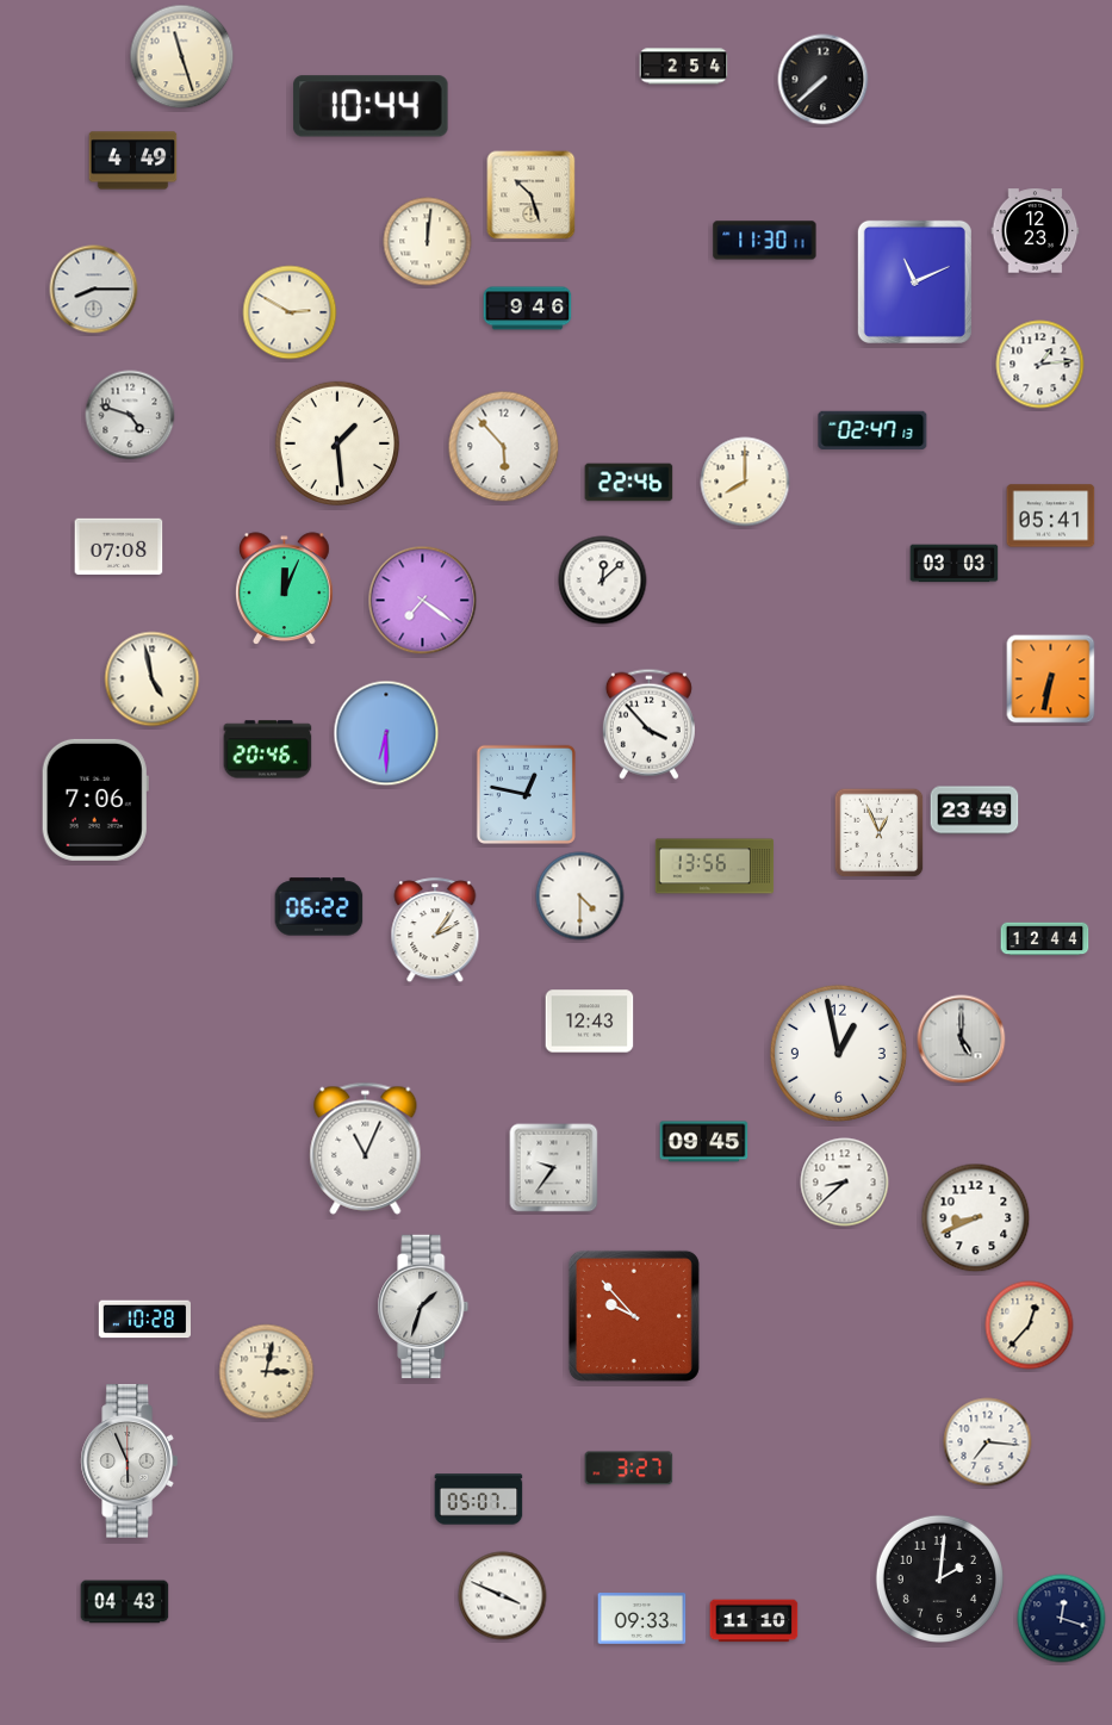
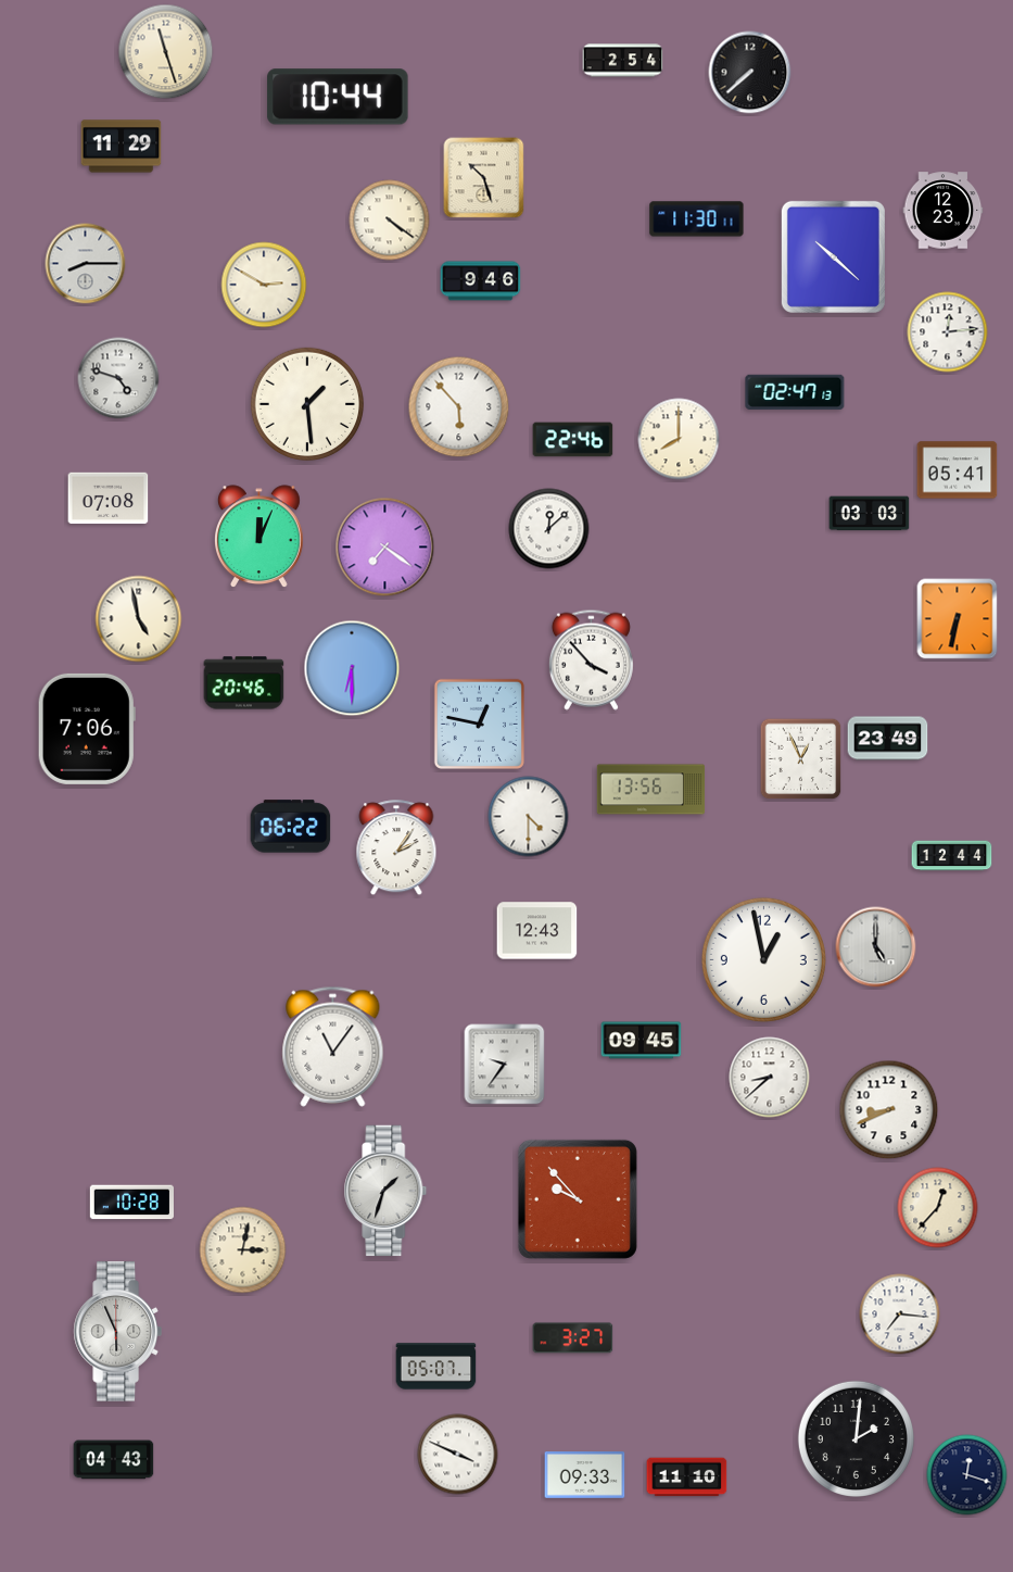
clock at (133, 161): 4:49 -> 11:29
clock at (428, 242): 12:01 -> 4:21
clock at (914, 281): 11:11 -> 10:22
clock at (1040, 365): 1:14 -> 12:14
clock at (366, 1148): 11:04 -> 11:06
